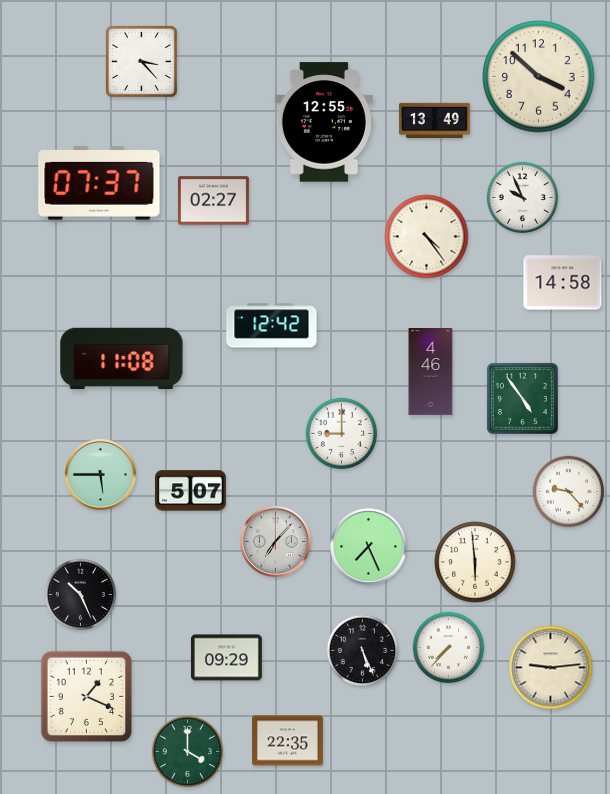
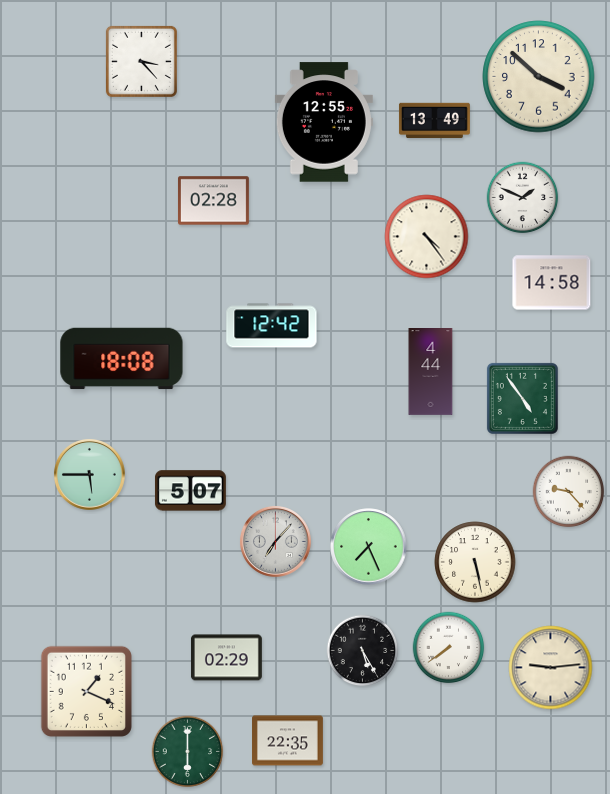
clock at (99, 183): 07:37 -> none
clock at (523, 198): 9:56 -> 1:49
clock at (213, 201): 02:27 -> 02:28
clock at (563, 283) position: (563, 283) -> (552, 283)
clock at (122, 359): 11:08 -> 18:08
clock at (431, 372): 4:46 -> 4:44
clock at (342, 434): 9:00 -> none
clock at (100, 474) position: (100, 474) -> (89, 474)
clock at (475, 562): 5:59 -> 5:28
clock at (81, 595): 10:26 -> none
clock at (449, 648): 7:37 -> 7:39
clock at (363, 651): 5:26 -> 5:25
clock at (226, 658): 09:29 -> 02:29
clock at (86, 696) position: (86, 696) -> (86, 691)
clock at (188, 752): 4:00 -> 6:00
